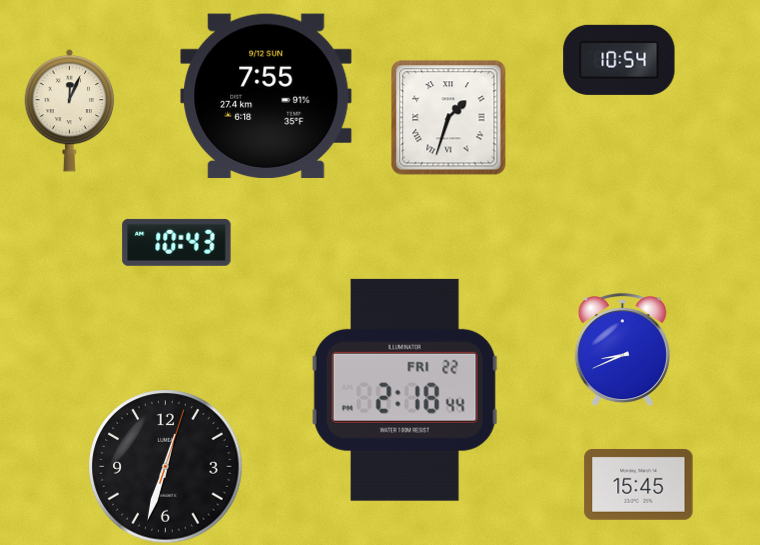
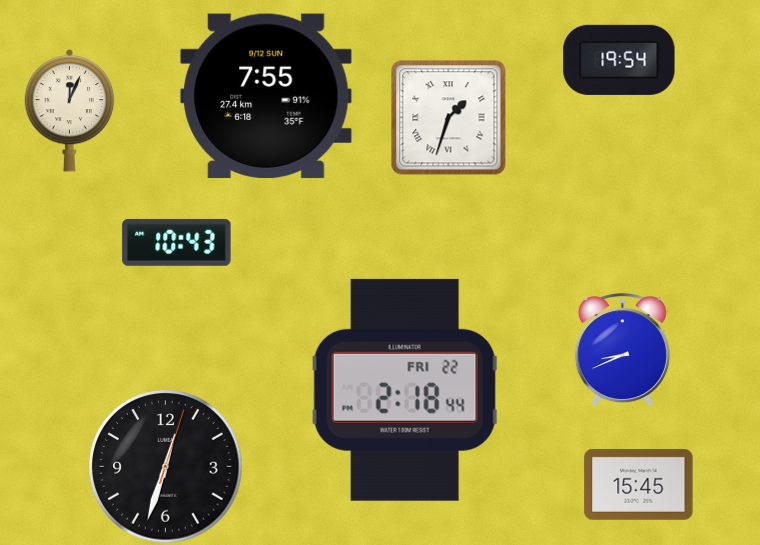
clock at (619, 60): 10:54 -> 19:54
